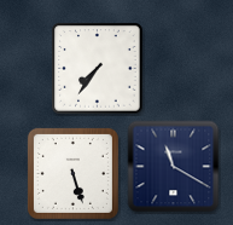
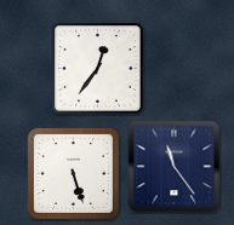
clock at (98, 69): 7:36 -> 12:36
clock at (174, 167): 11:20 -> 11:24
